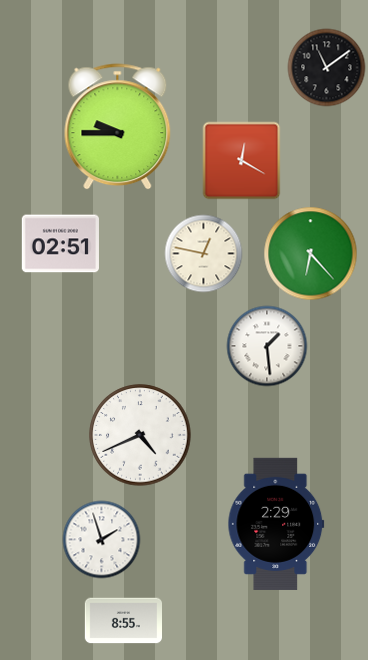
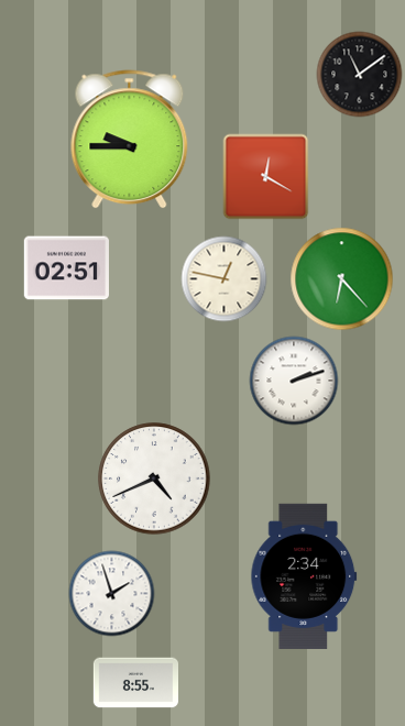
clock at (267, 346): 1:29 -> 2:12
clock at (276, 524): 2:29 -> 2:34
